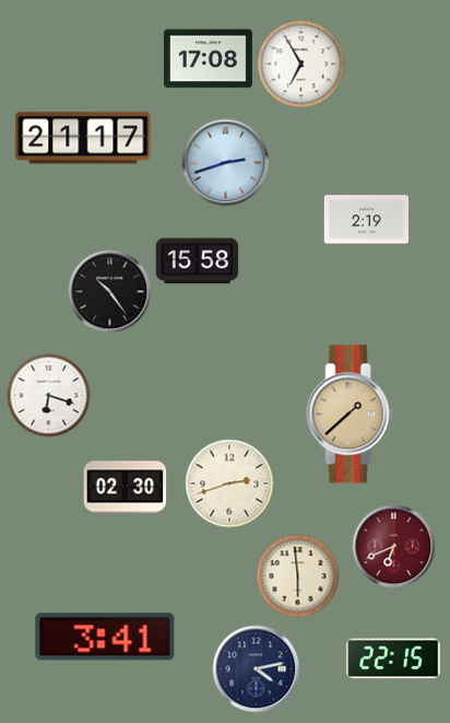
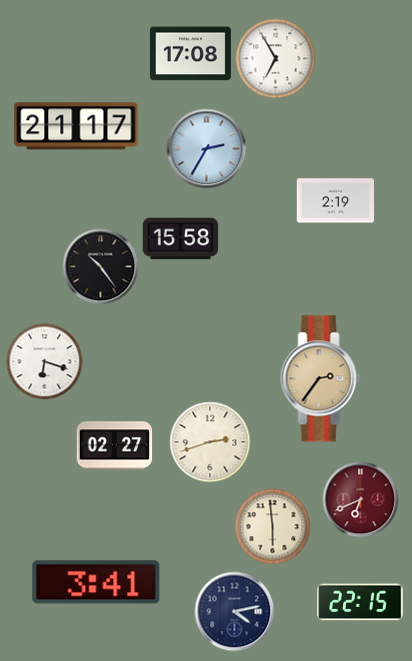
clock at (226, 163): 2:42 -> 2:35
clock at (351, 415): 1:38 -> 2:36
clock at (126, 488): 02:30 -> 02:27
